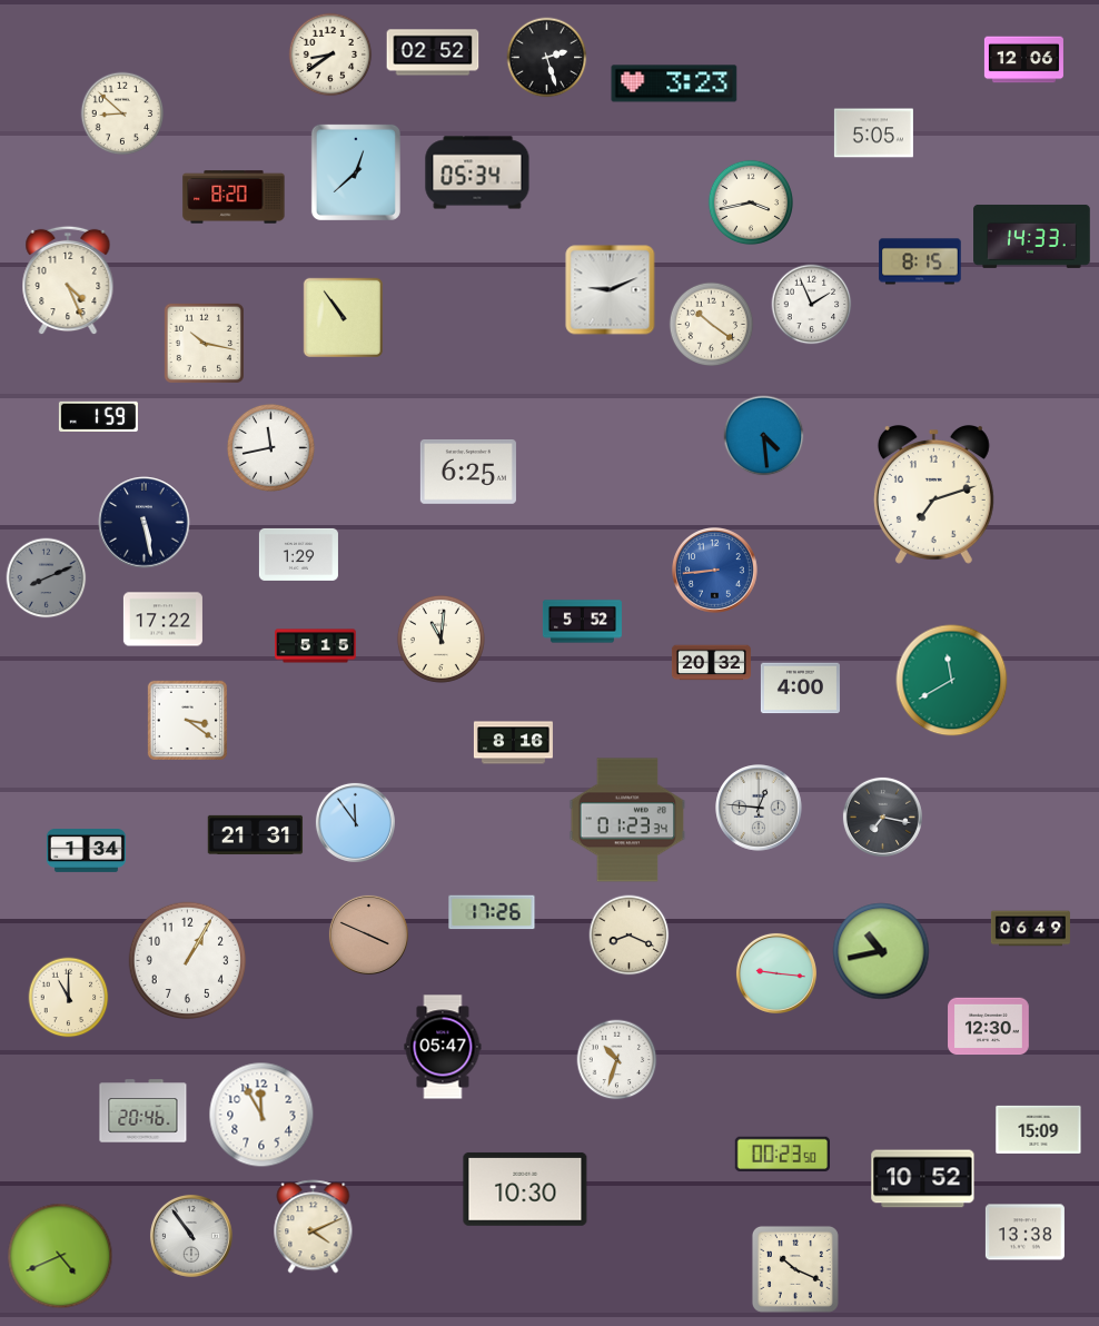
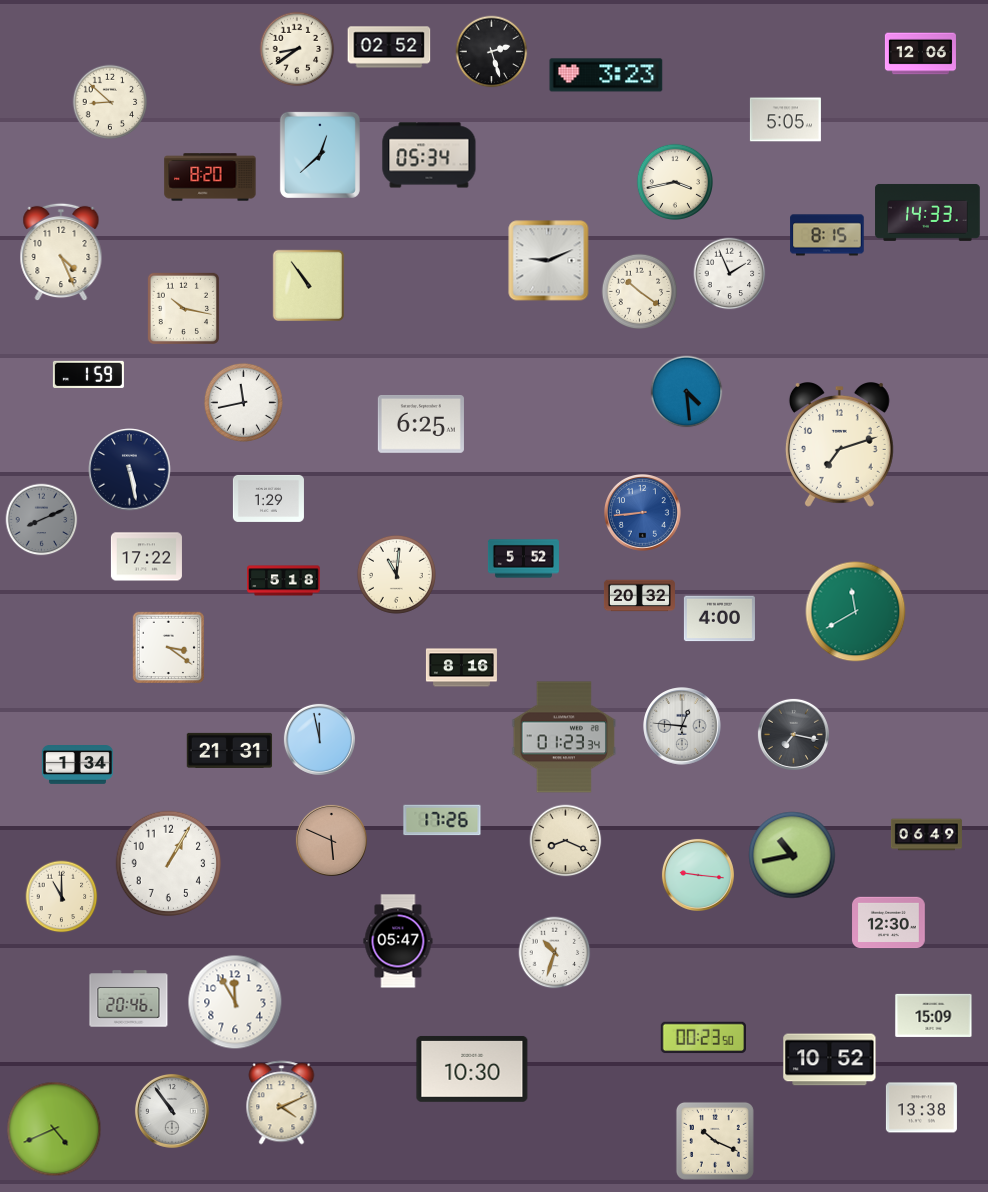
clock at (316, 646): 5:15 -> 5:18
clock at (355, 822): 11:54 -> 11:58
clock at (368, 934): 3:49 -> 5:49
